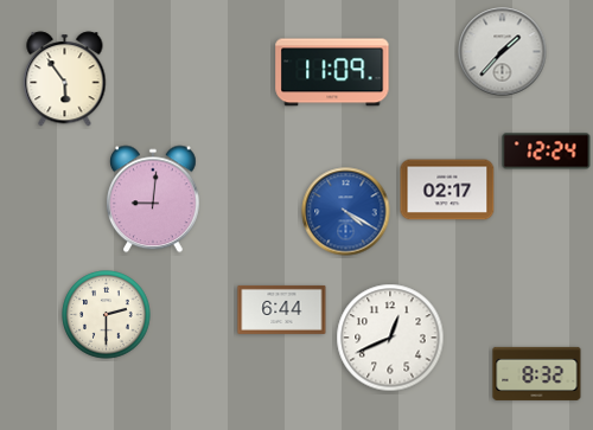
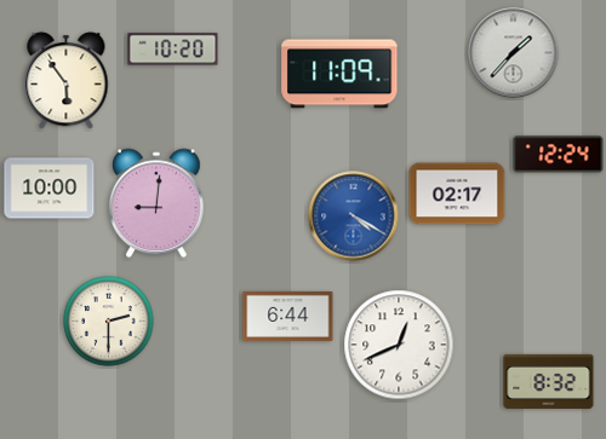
clock at (173, 50): none -> 10:20
clock at (50, 189): none -> 10:00
